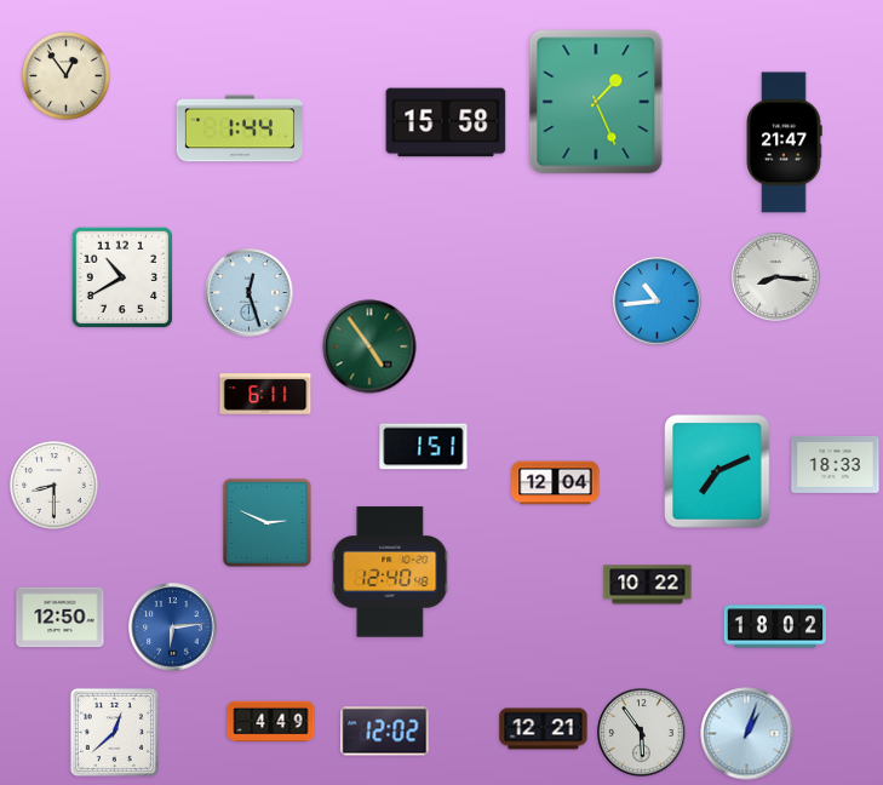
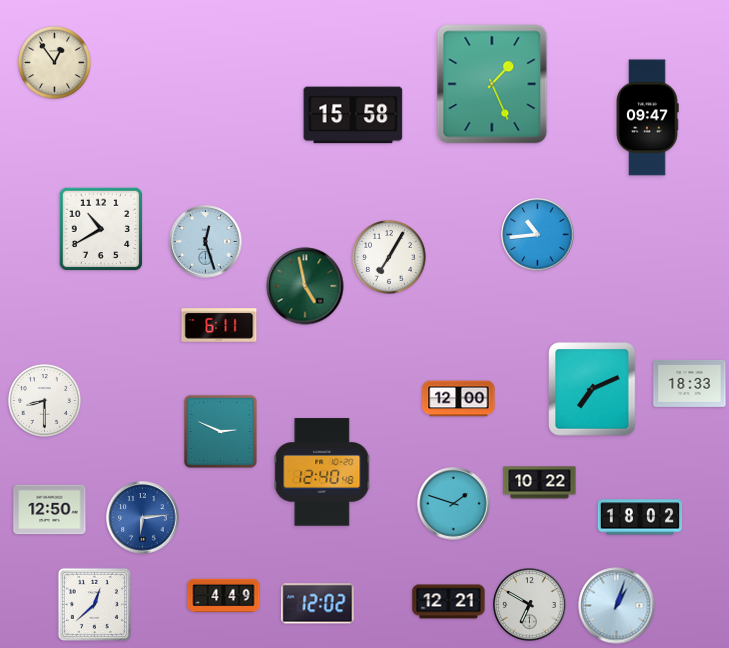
clock at (446, 122) position: (446, 122) -> (353, 115)
clock at (240, 128): 1:44 -> none
clock at (784, 143): 21:47 -> 09:47
clock at (776, 277): 8:16 -> none
clock at (658, 302) position: (658, 302) -> (538, 235)
clock at (390, 258): none -> 7:05
clock at (369, 346): 4:54 -> 4:58
clock at (424, 447): 1:51 -> none
clock at (556, 483): 12:04 -> 12:00
clock at (648, 585) position: (648, 585) -> (540, 483)
clock at (454, 504): none -> 1:48
clock at (642, 733): 5:54 -> 6:50
